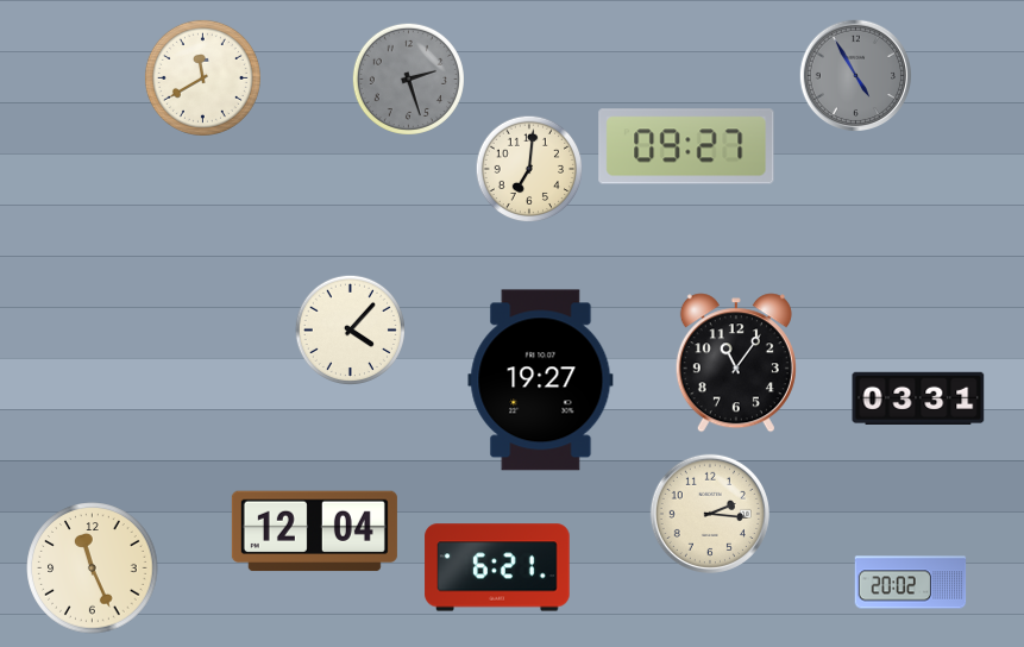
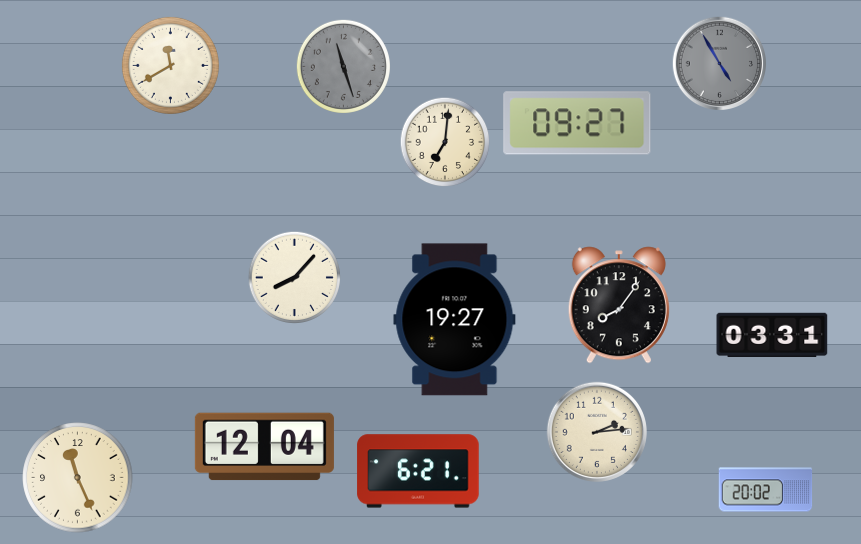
clock at (408, 78): 2:27 -> 11:27
clock at (350, 329): 4:07 -> 8:07
clock at (736, 363): 11:06 -> 8:06
clock at (710, 514): 2:16 -> 2:14
clock at (497, 567) position: (497, 567) -> (418, 471)
